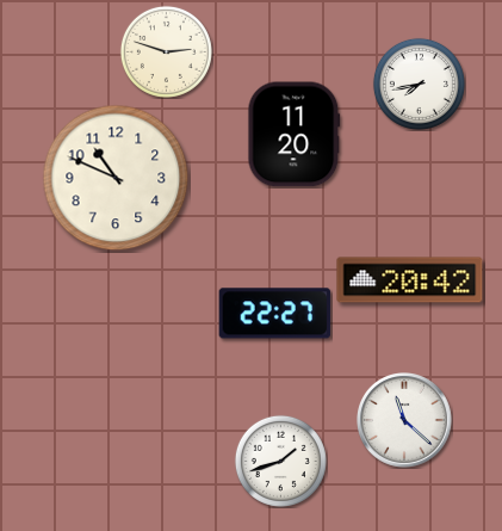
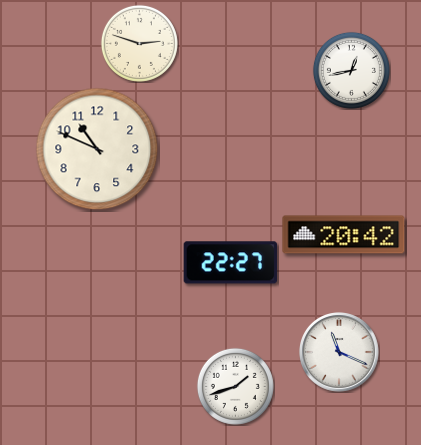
clock at (419, 84): 7:43 -> 12:43
clock at (295, 135): 11:20 -> none
clock at (405, 421): 11:22 -> 11:19
